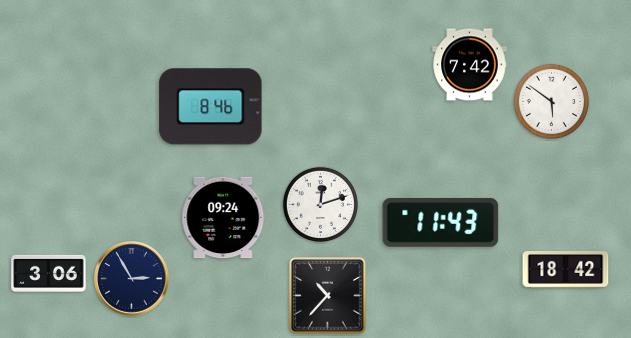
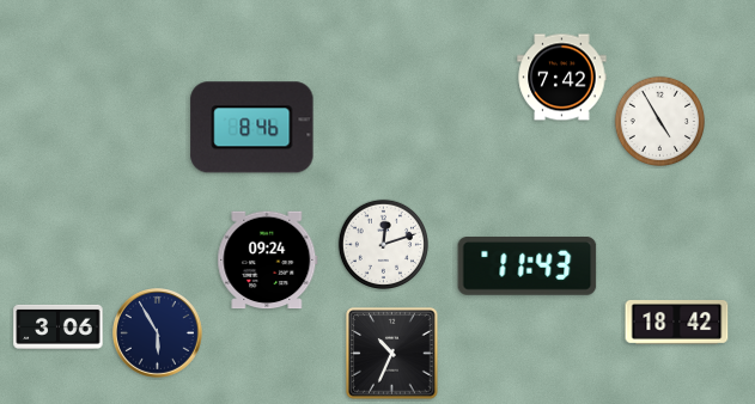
clock at (551, 101): 5:51 -> 4:55
clock at (132, 279): 2:55 -> 5:55
clock at (328, 296): 10:37 -> 10:34
